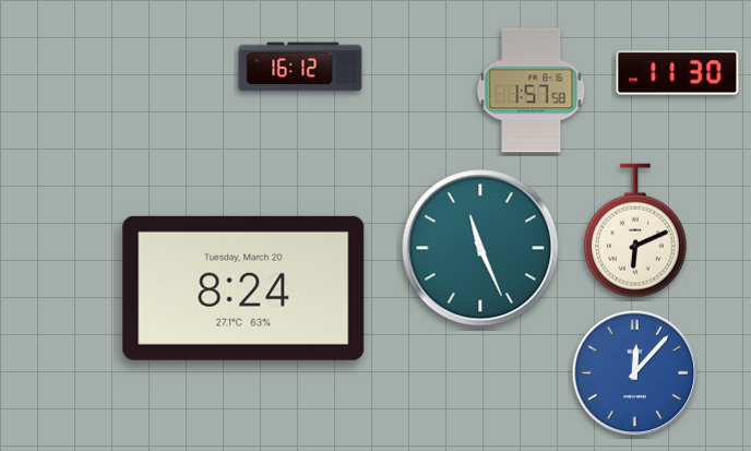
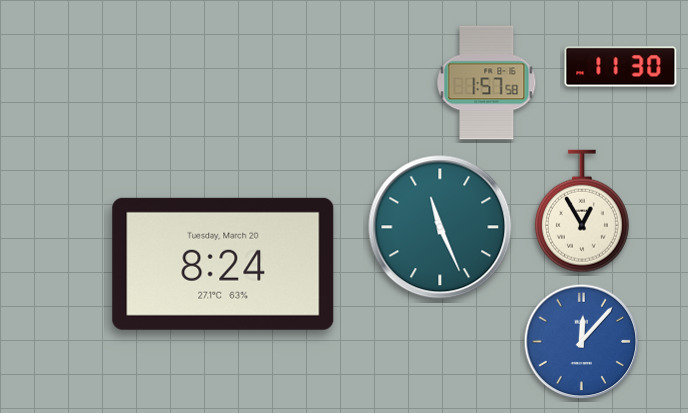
clock at (300, 67): 16:12 -> none
clock at (635, 230): 6:11 -> 12:55
